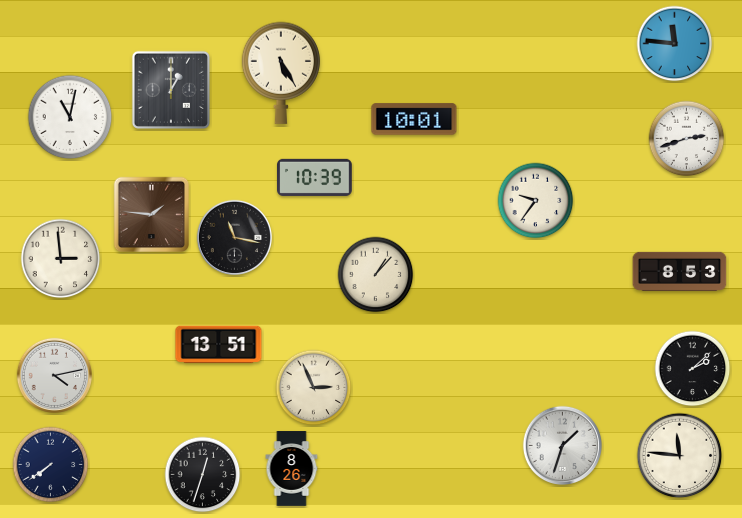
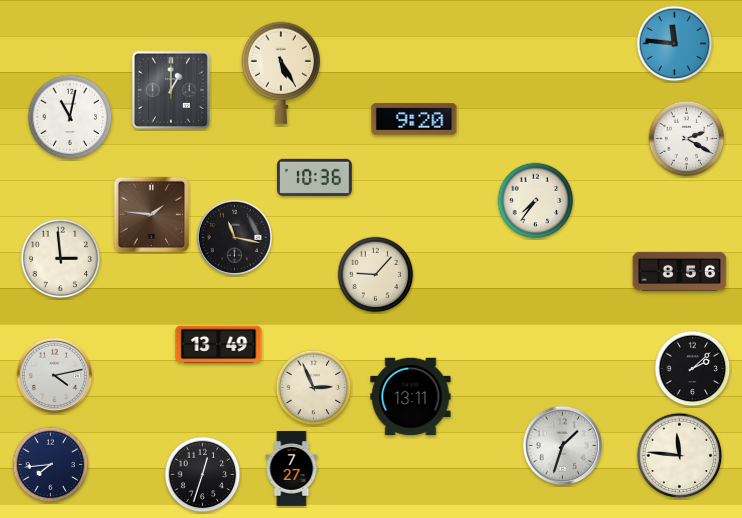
clock at (414, 119): 10:01 -> 9:20
clock at (687, 139): 2:42 -> 2:20
clock at (315, 177): 10:39 -> 10:36
clock at (536, 201): 9:36 -> 7:36
clock at (680, 271): 8:53 -> 8:56
clock at (376, 275): 1:07 -> 9:07
clock at (219, 345): 13:51 -> 13:49
clock at (411, 397): none -> 13:11
clock at (51, 465): 7:39 -> 7:44
clock at (292, 469): 8:26 -> 7:27
